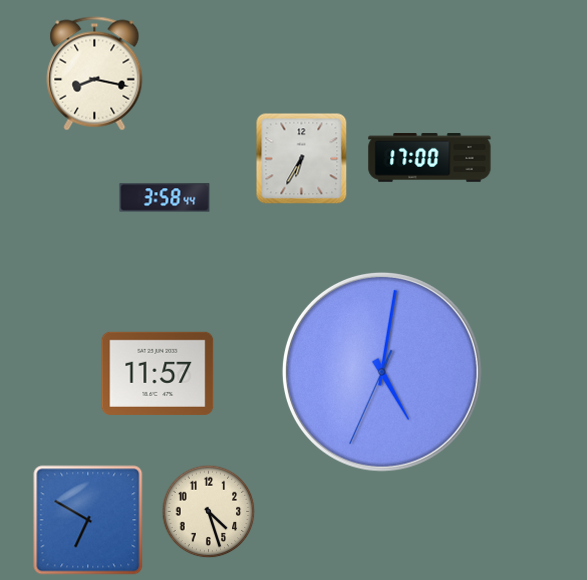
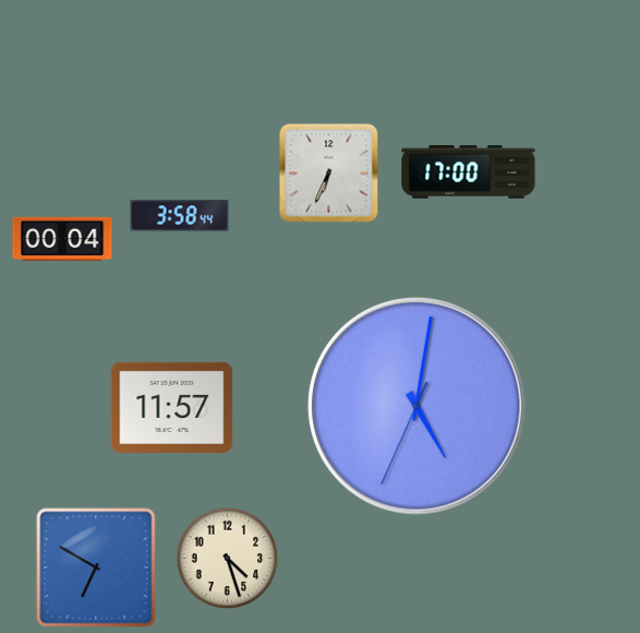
clock at (95, 74): 8:17 -> none
clock at (302, 159): 6:35 -> 6:34
clock at (62, 239): none -> 00:04
